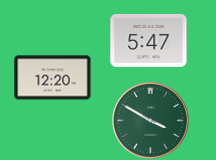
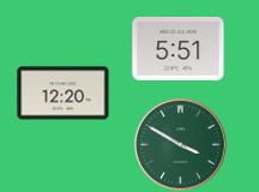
clock at (149, 40): 5:47 -> 5:51
